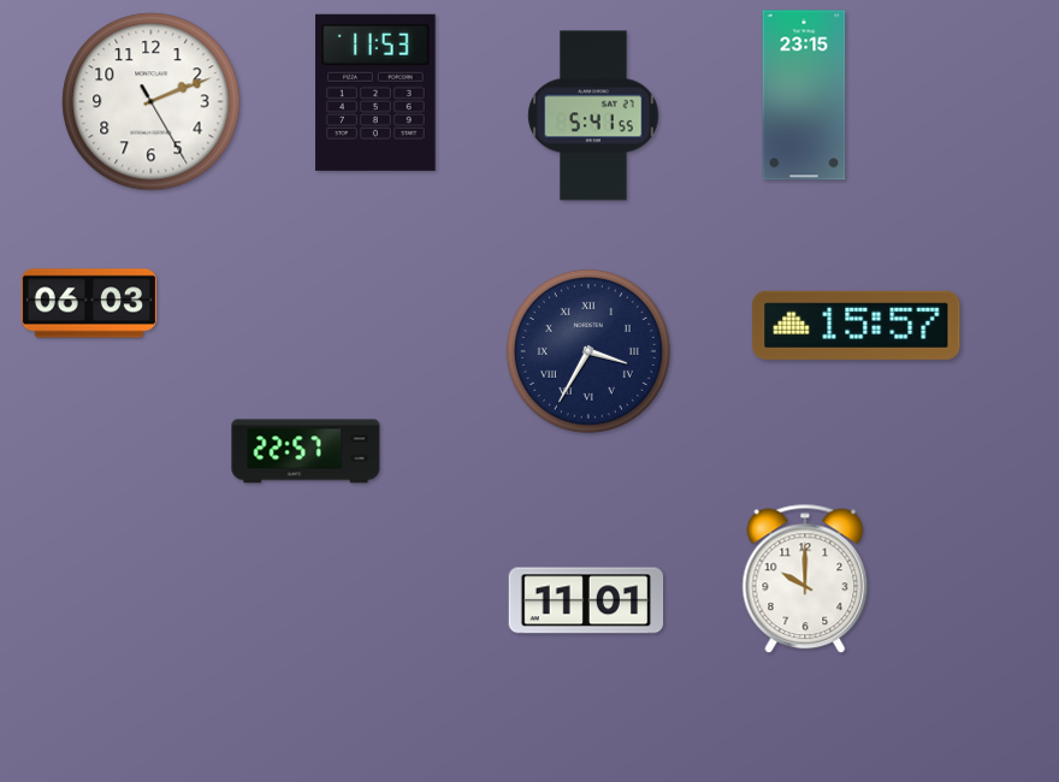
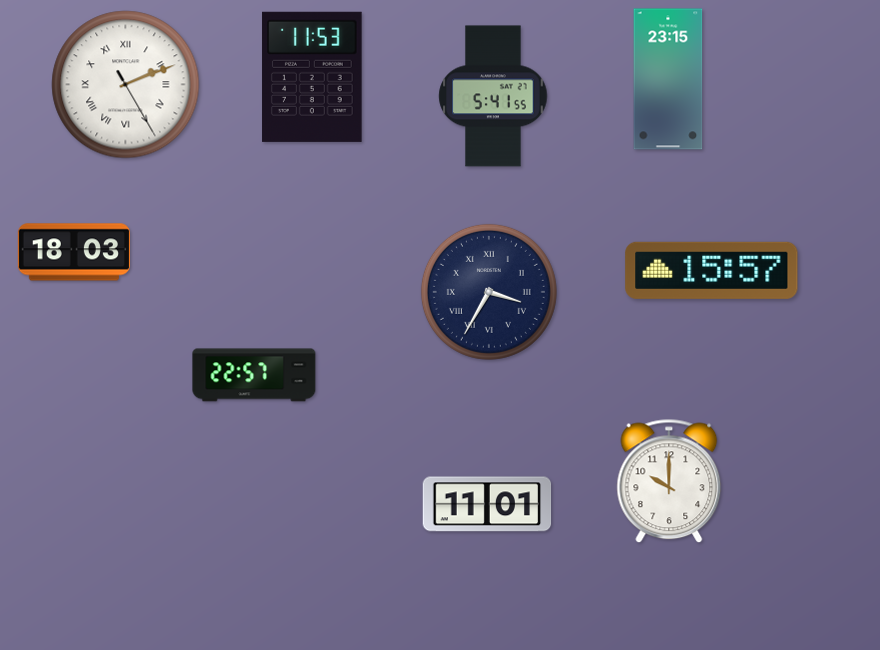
clock at (152, 102) numerals: Arabic -> Roman
clock at (89, 303): 06:03 -> 18:03
clock at (586, 600) position: (586, 600) -> (487, 504)
